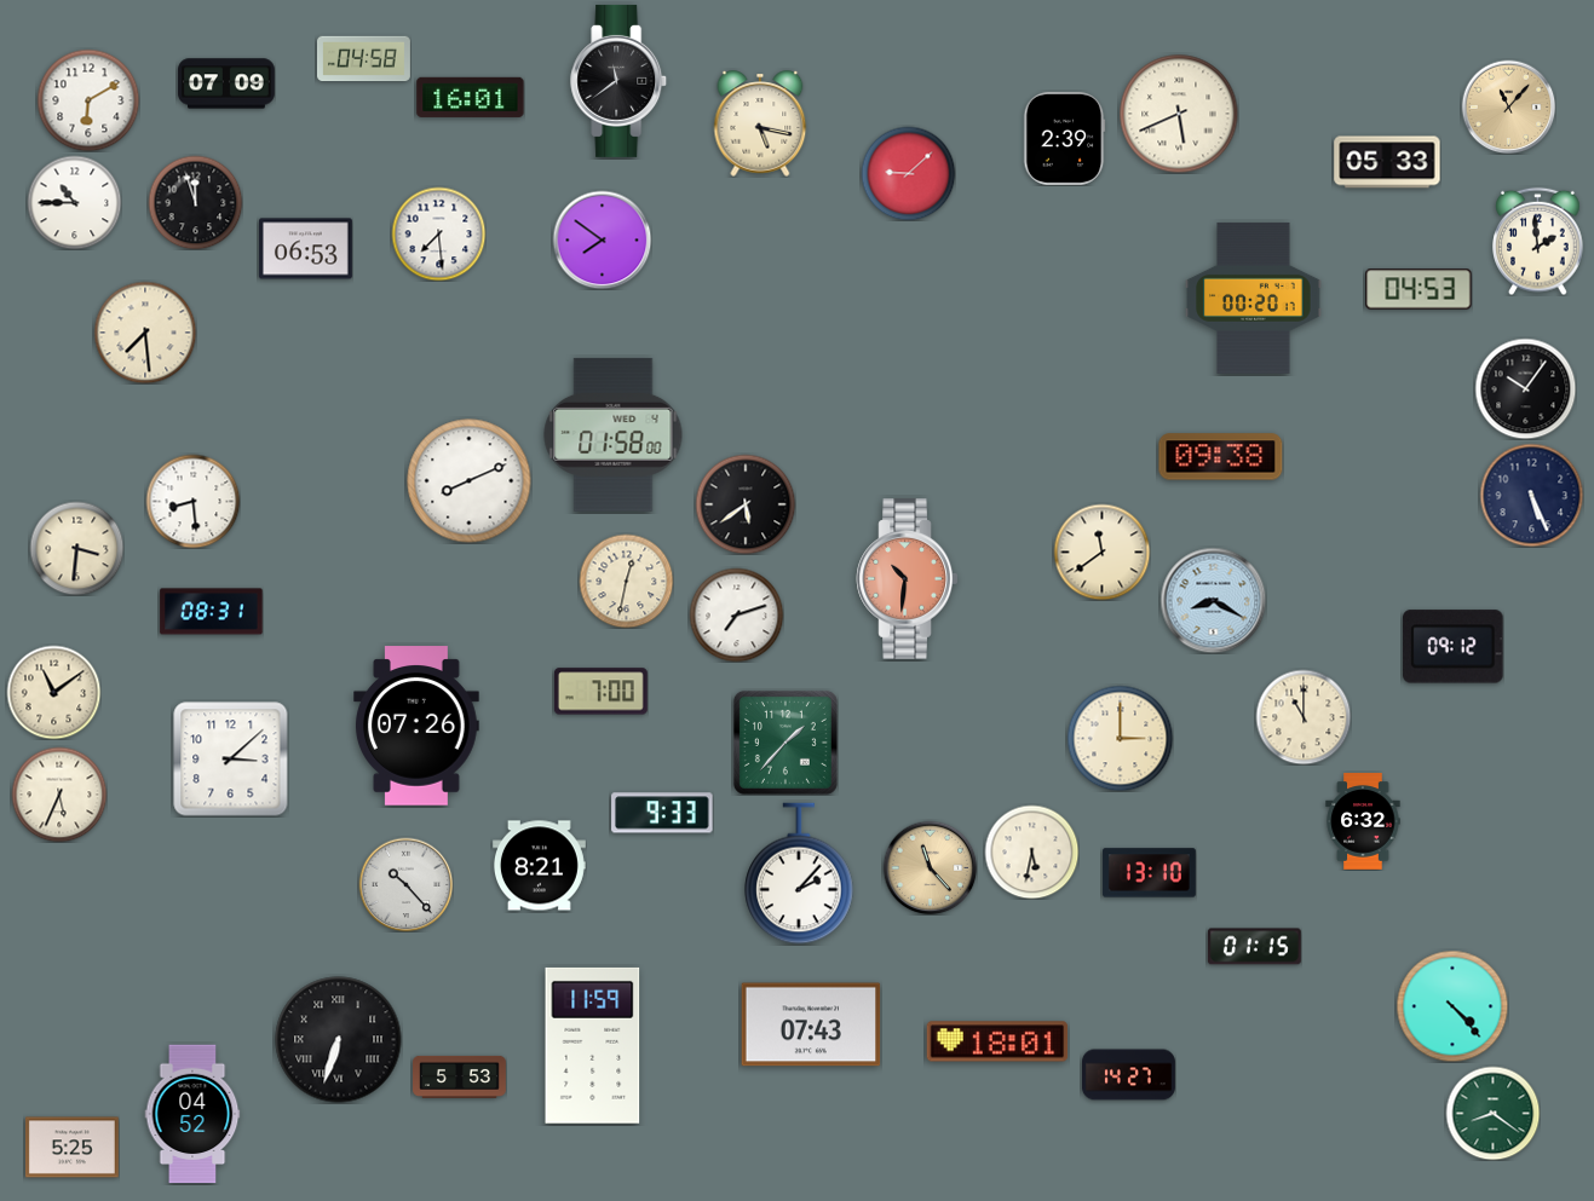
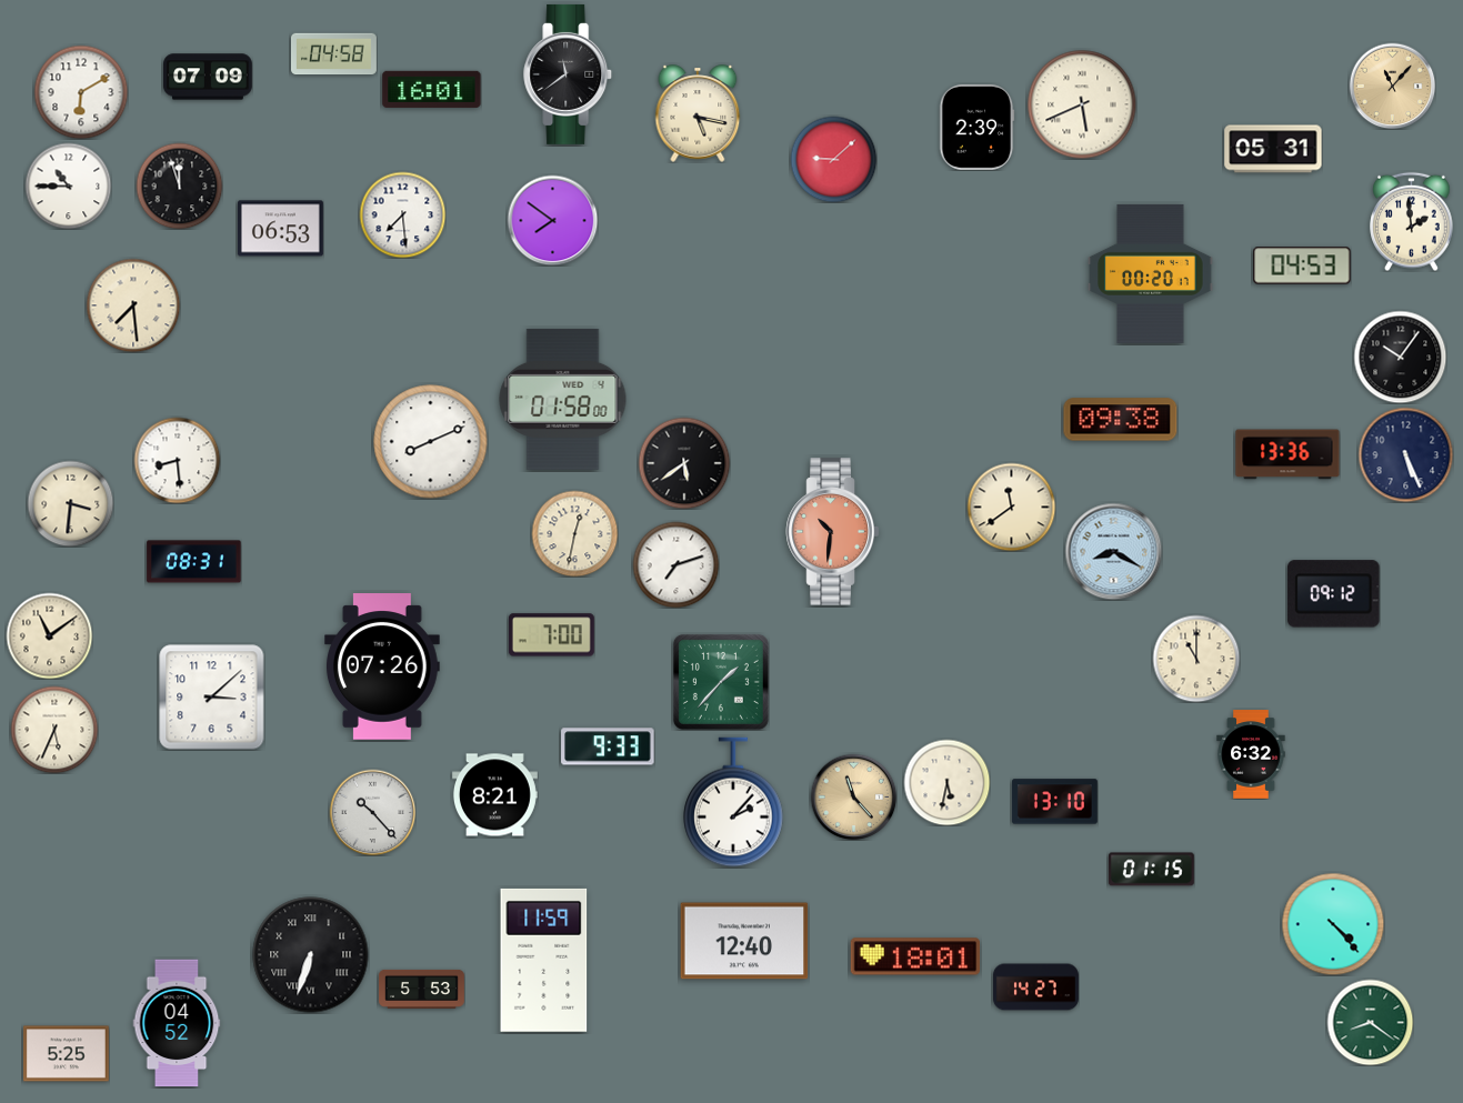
clock at (1508, 106) position: (1508, 106) -> (1392, 86)
clock at (1387, 162): 05:33 -> 05:31
clock at (1287, 454): none -> 13:36
clock at (1120, 738): 3:00 -> none
clock at (811, 1024): 07:43 -> 12:40
